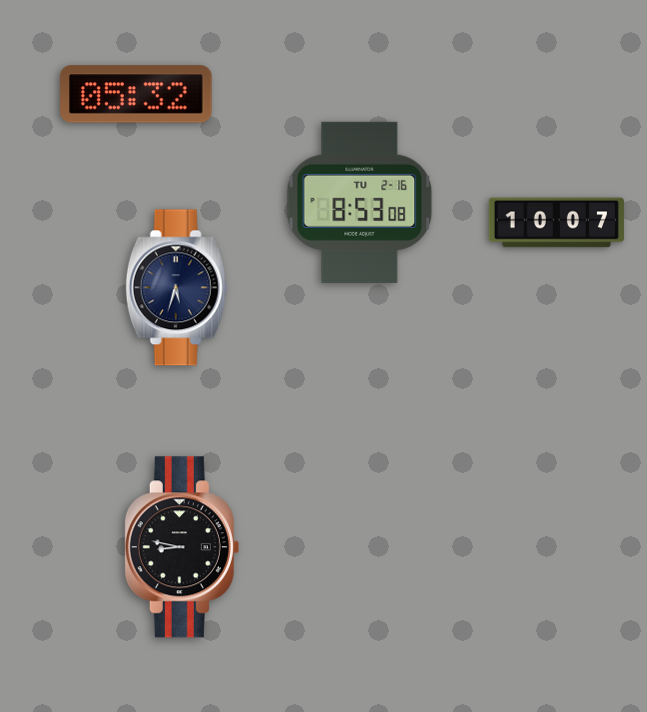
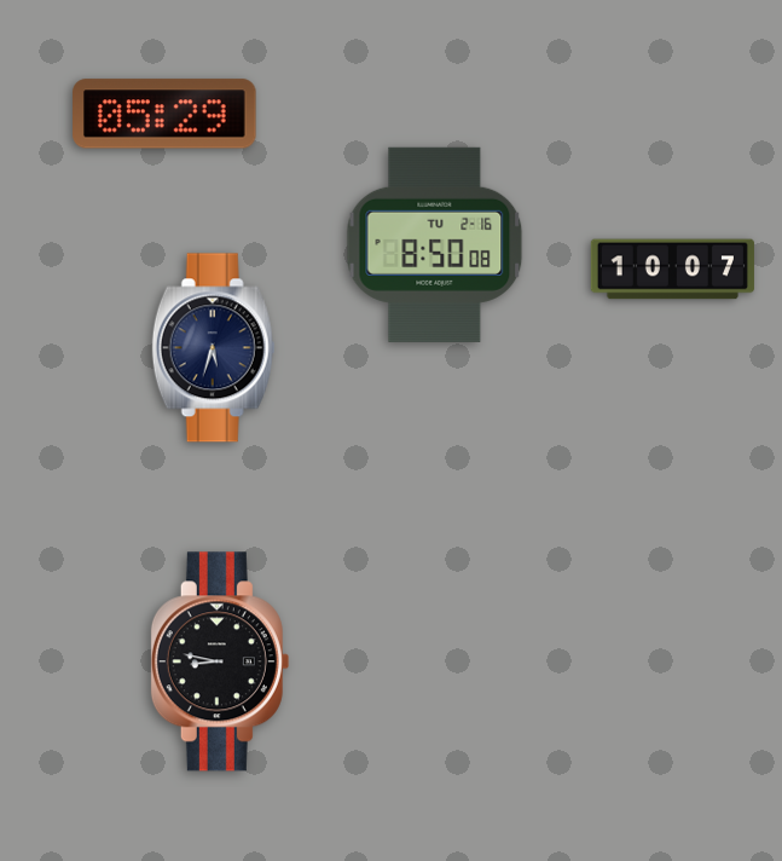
clock at (136, 94): 05:32 -> 05:29
clock at (360, 202): 8:53 -> 8:50
